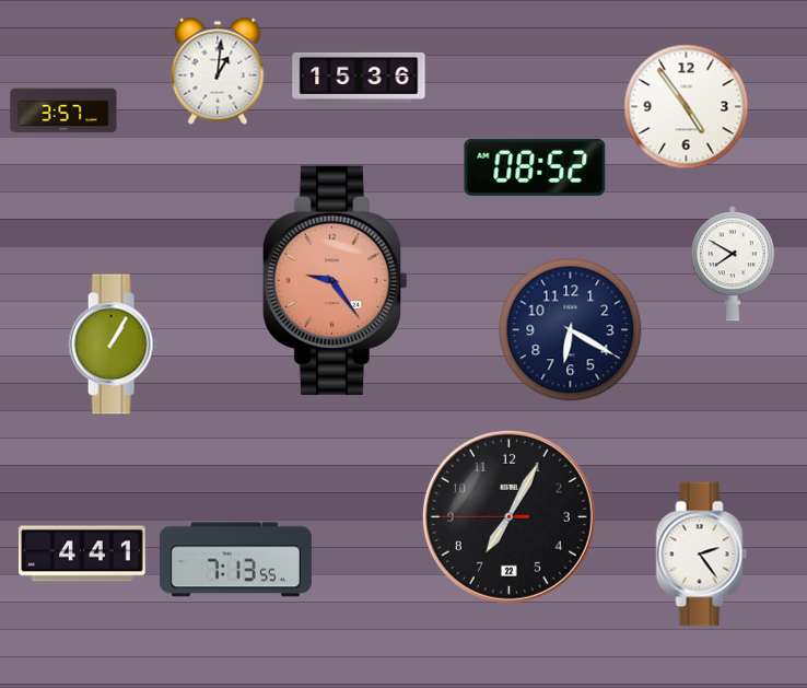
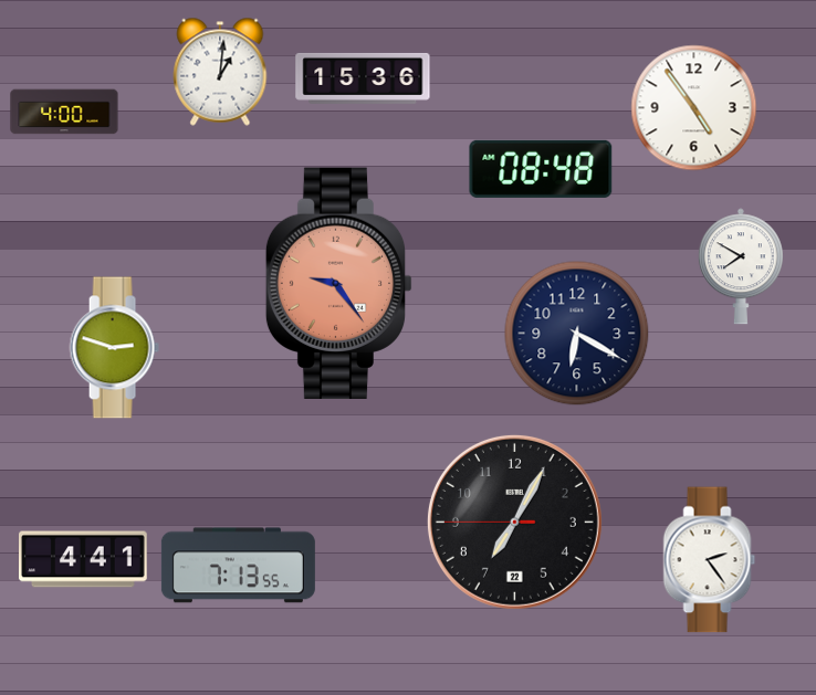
clock at (63, 110): 3:57 -> 4:00
clock at (535, 167): 08:52 -> 08:48
clock at (113, 345): 1:05 -> 2:48
